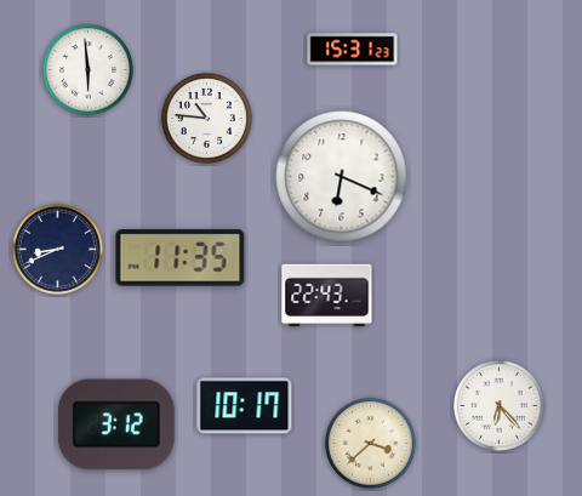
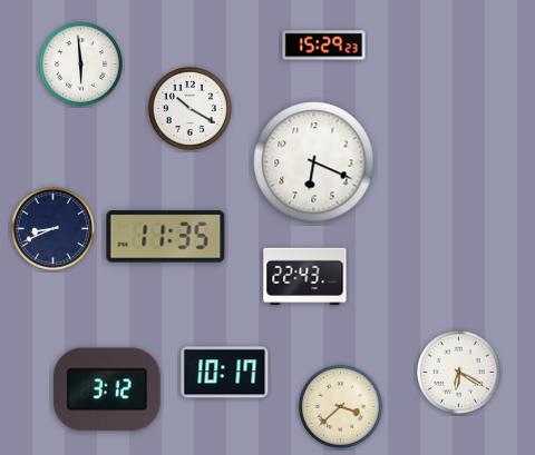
clock at (353, 50): 15:31 -> 15:29
clock at (206, 118): 10:46 -> 10:20
clock at (327, 296) position: (327, 296) -> (305, 277)
clock at (498, 405): 6:23 -> 6:20
